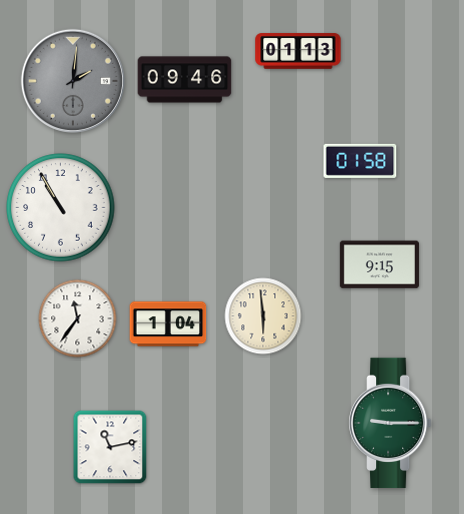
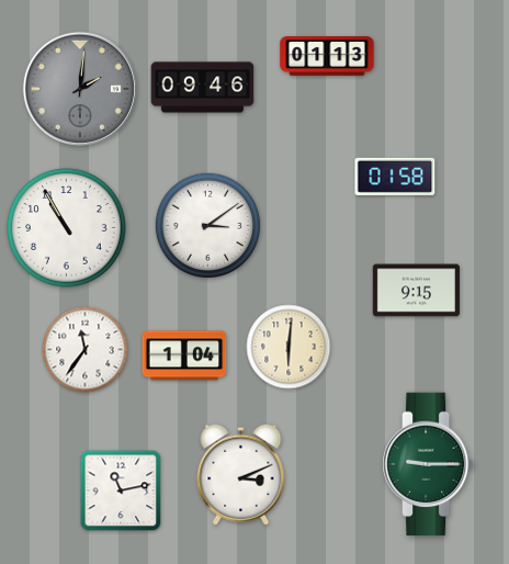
clock at (207, 225): none -> 3:09
clock at (263, 316): 5:59 -> 6:01
clock at (241, 474): none -> 3:11
